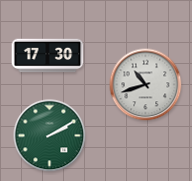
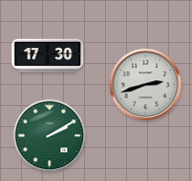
clock at (146, 85): 10:42 -> 2:42
